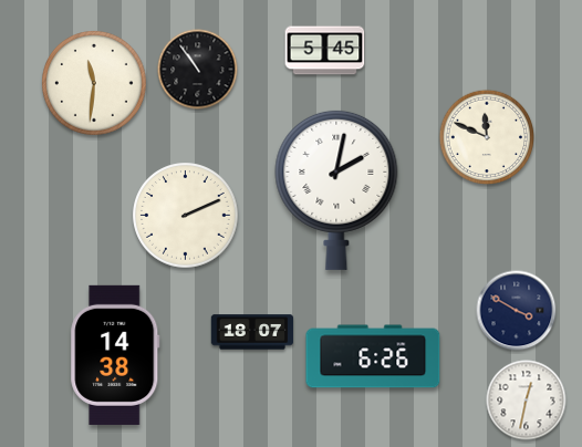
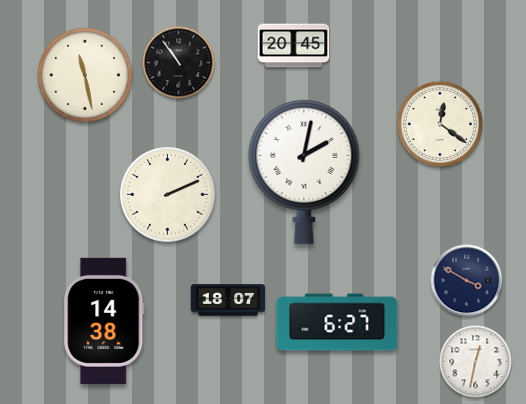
clock at (325, 51): 5:45 -> 20:45
clock at (94, 83): 11:31 -> 11:28
clock at (487, 137): 11:49 -> 12:21
clock at (373, 356): 6:26 -> 6:27
